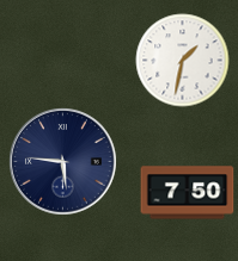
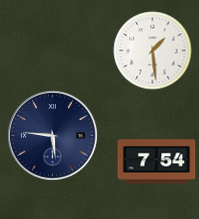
clock at (182, 60): 1:32 -> 1:29
clock at (187, 193): 7:50 -> 7:54
